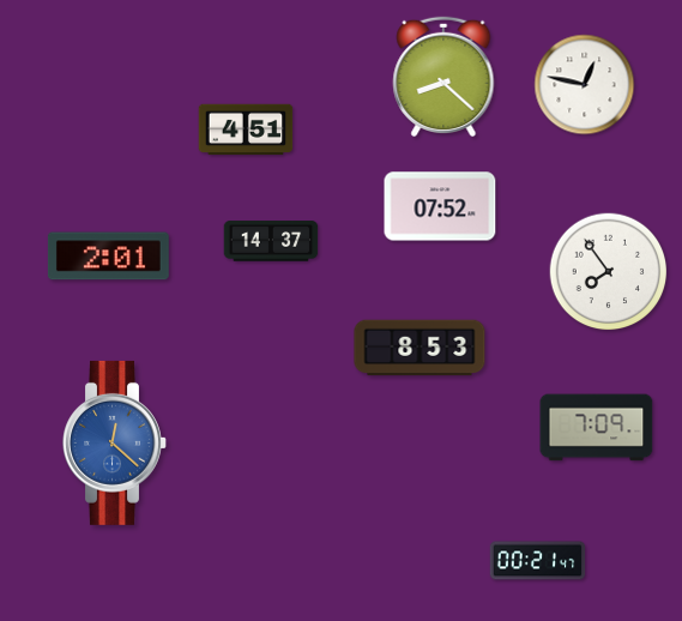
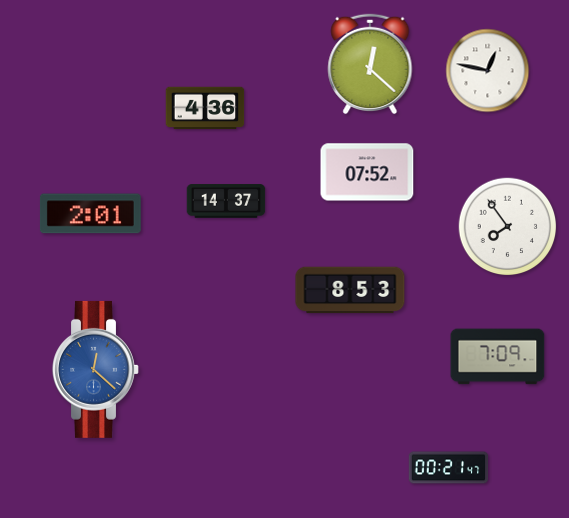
clock at (443, 77): 8:22 -> 12:22
clock at (246, 129): 4:51 -> 4:36
